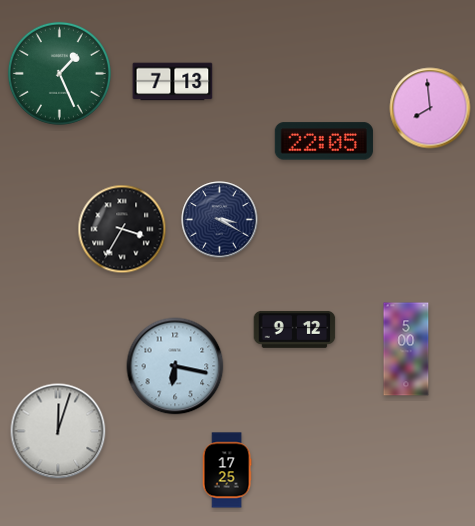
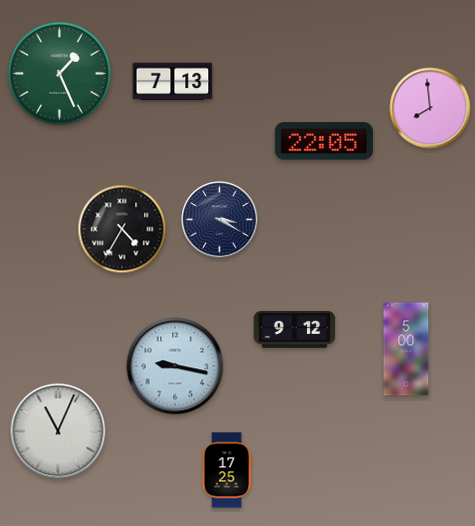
clock at (122, 229): 3:35 -> 4:35
clock at (175, 366): 6:17 -> 9:17
clock at (58, 431): 12:03 -> 11:04
